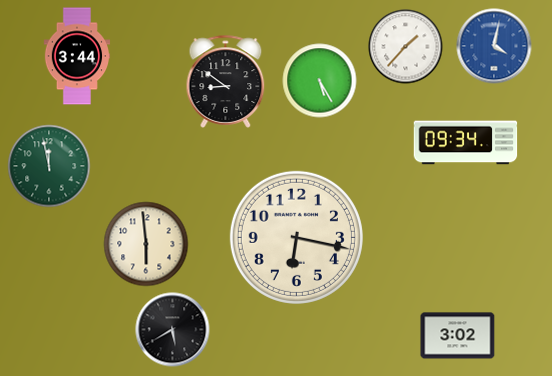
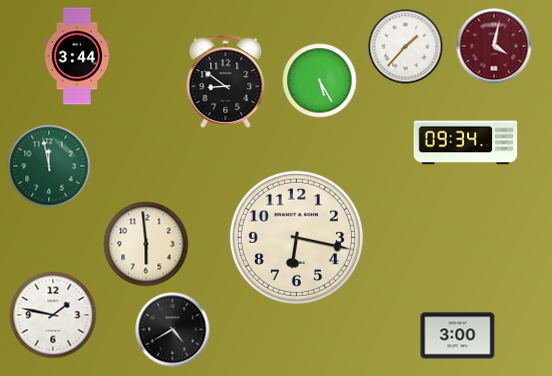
clock at (494, 46) dial: blue -> burgundy
clock at (53, 315): none -> 1:47
clock at (173, 330): 5:40 -> 4:40
clock at (458, 336): 3:02 -> 3:00
